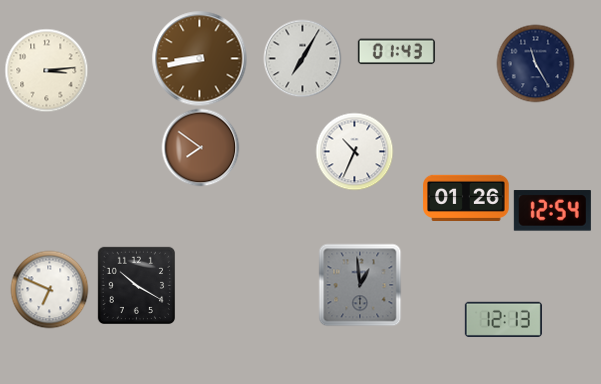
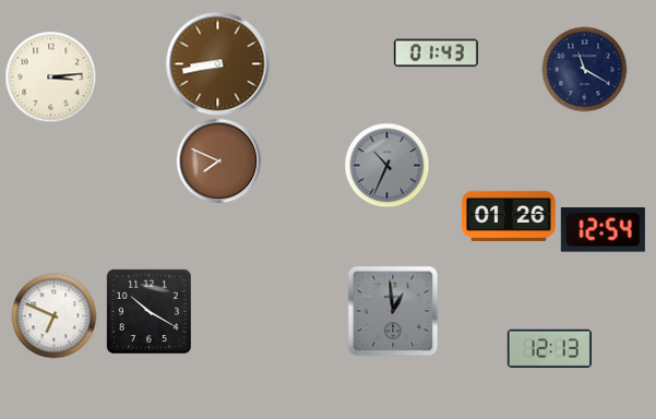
clock at (396, 52) position: (396, 52) -> (436, 53)
clock at (302, 58): 7:05 -> none
clock at (535, 63): 11:25 -> 11:20
clock at (200, 147): 7:51 -> 7:49
clock at (354, 151) dial: white -> grey
